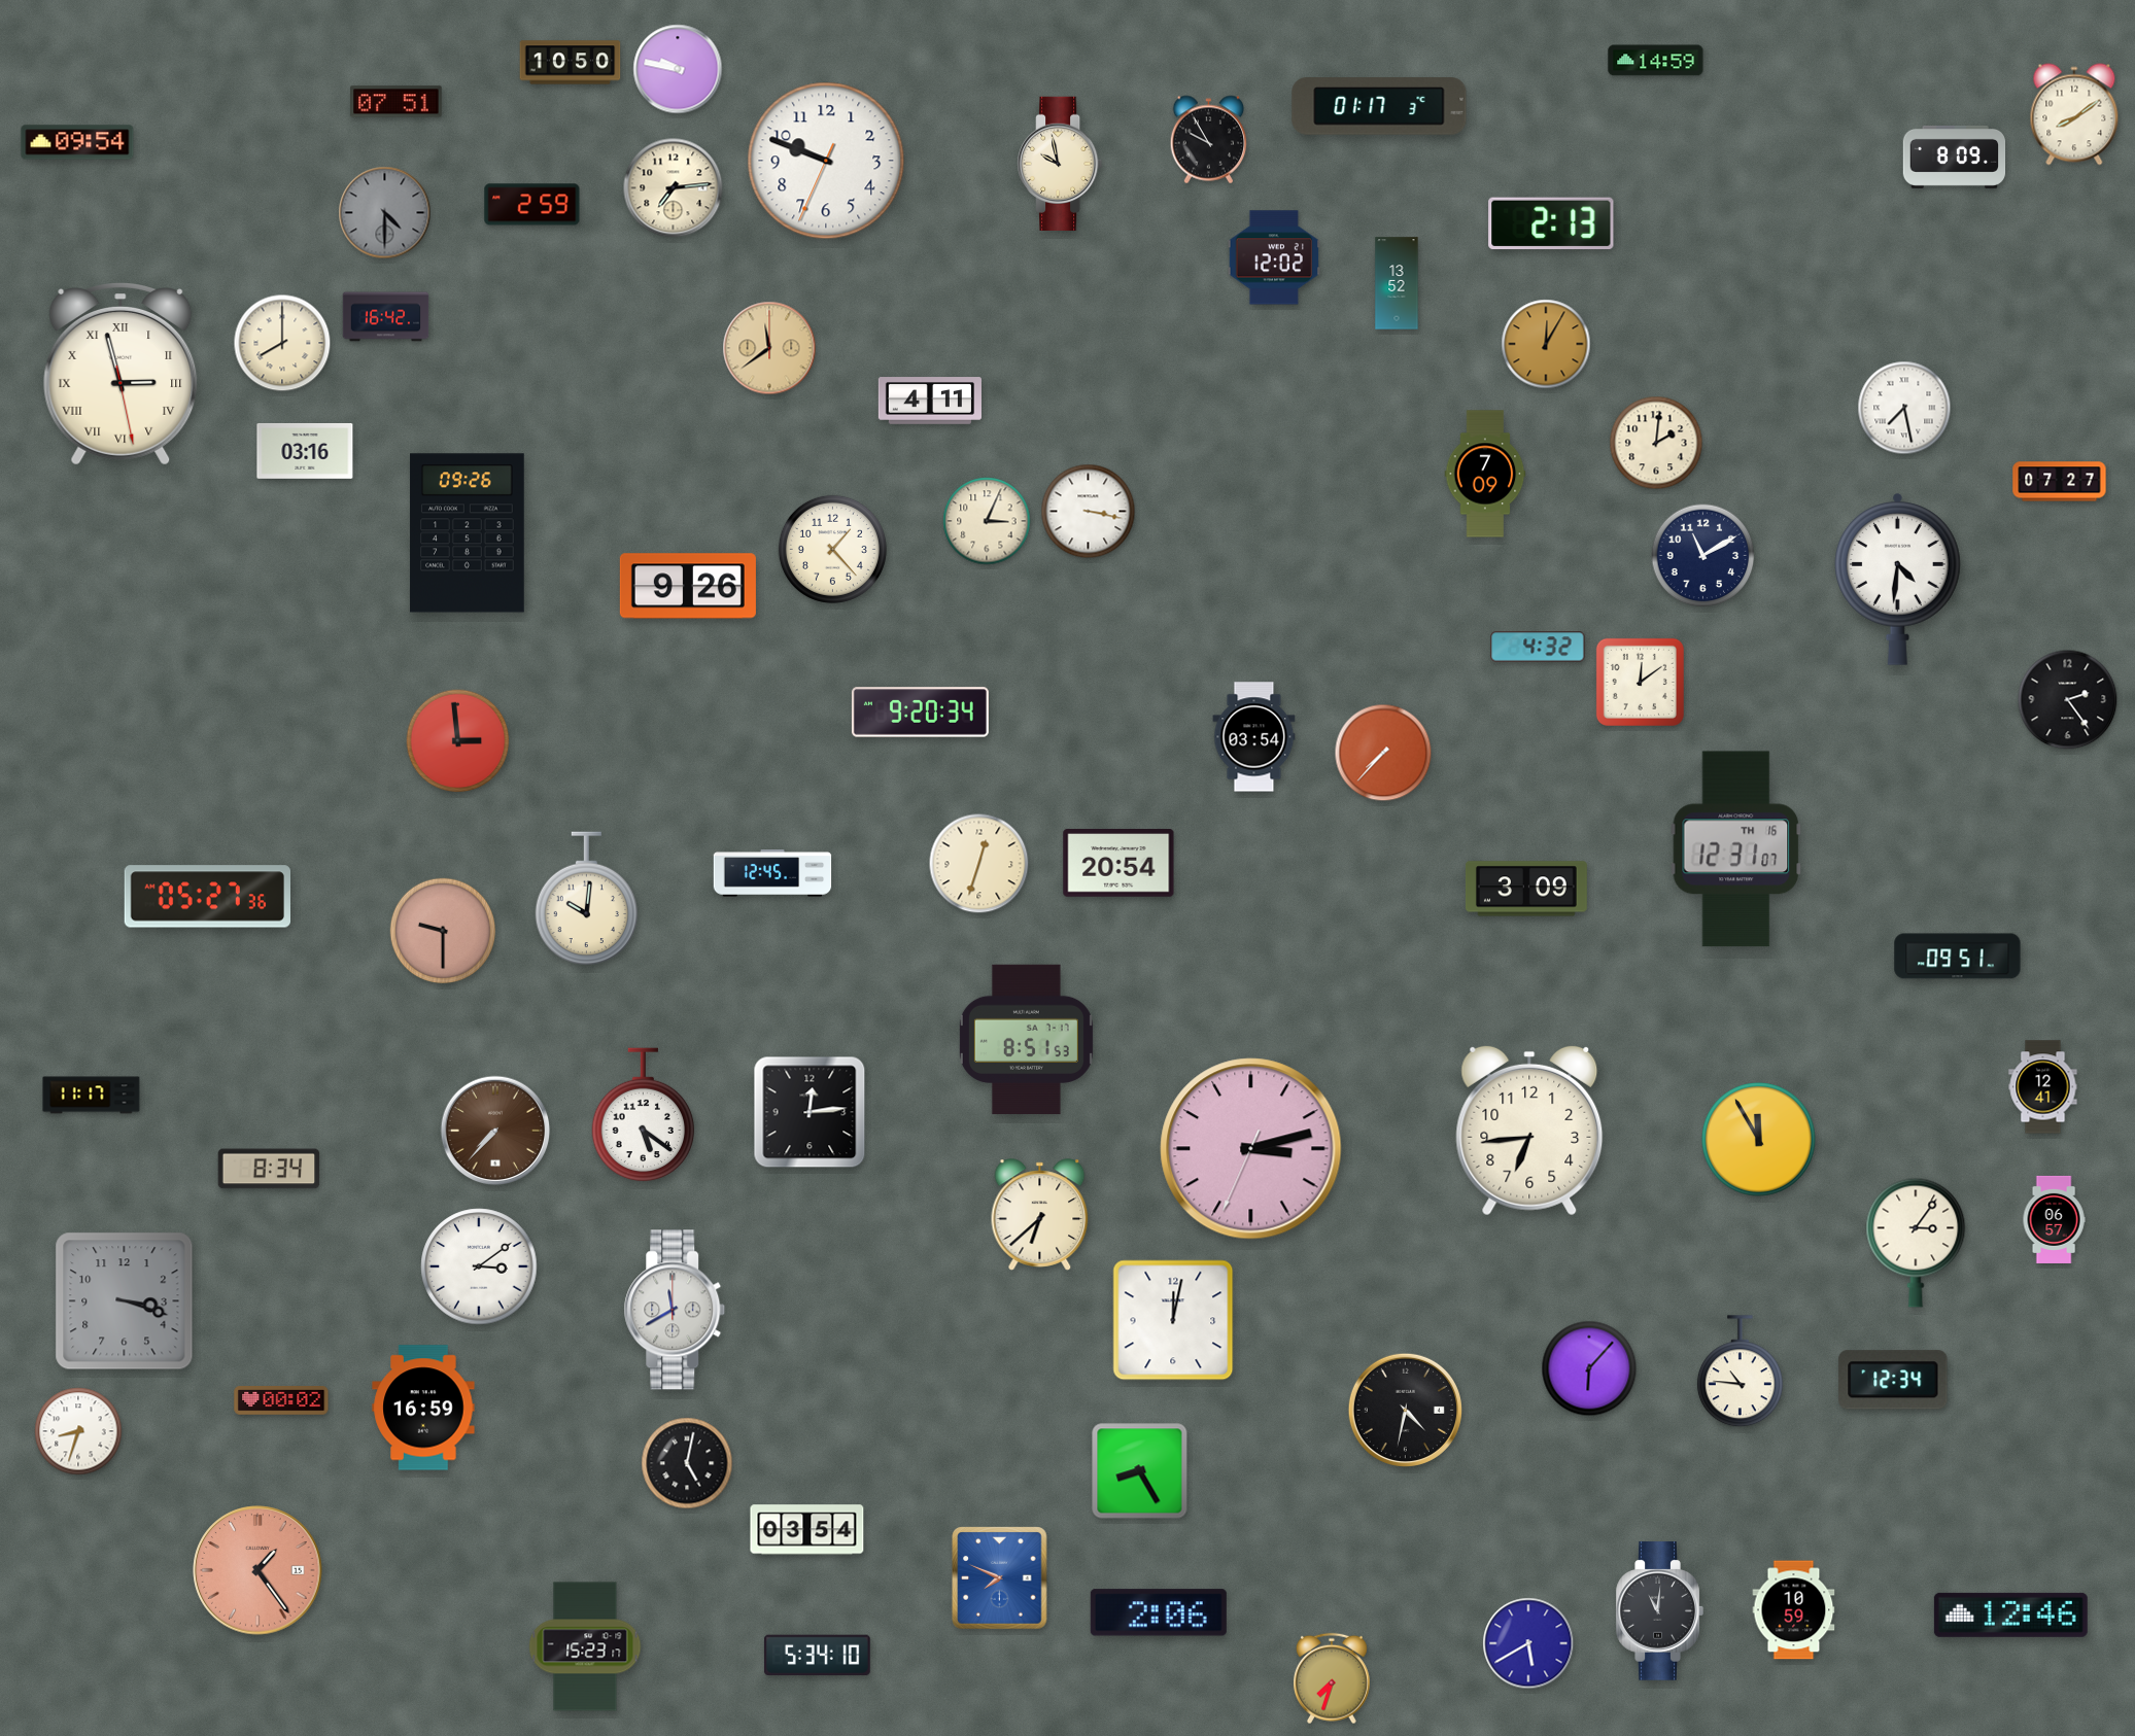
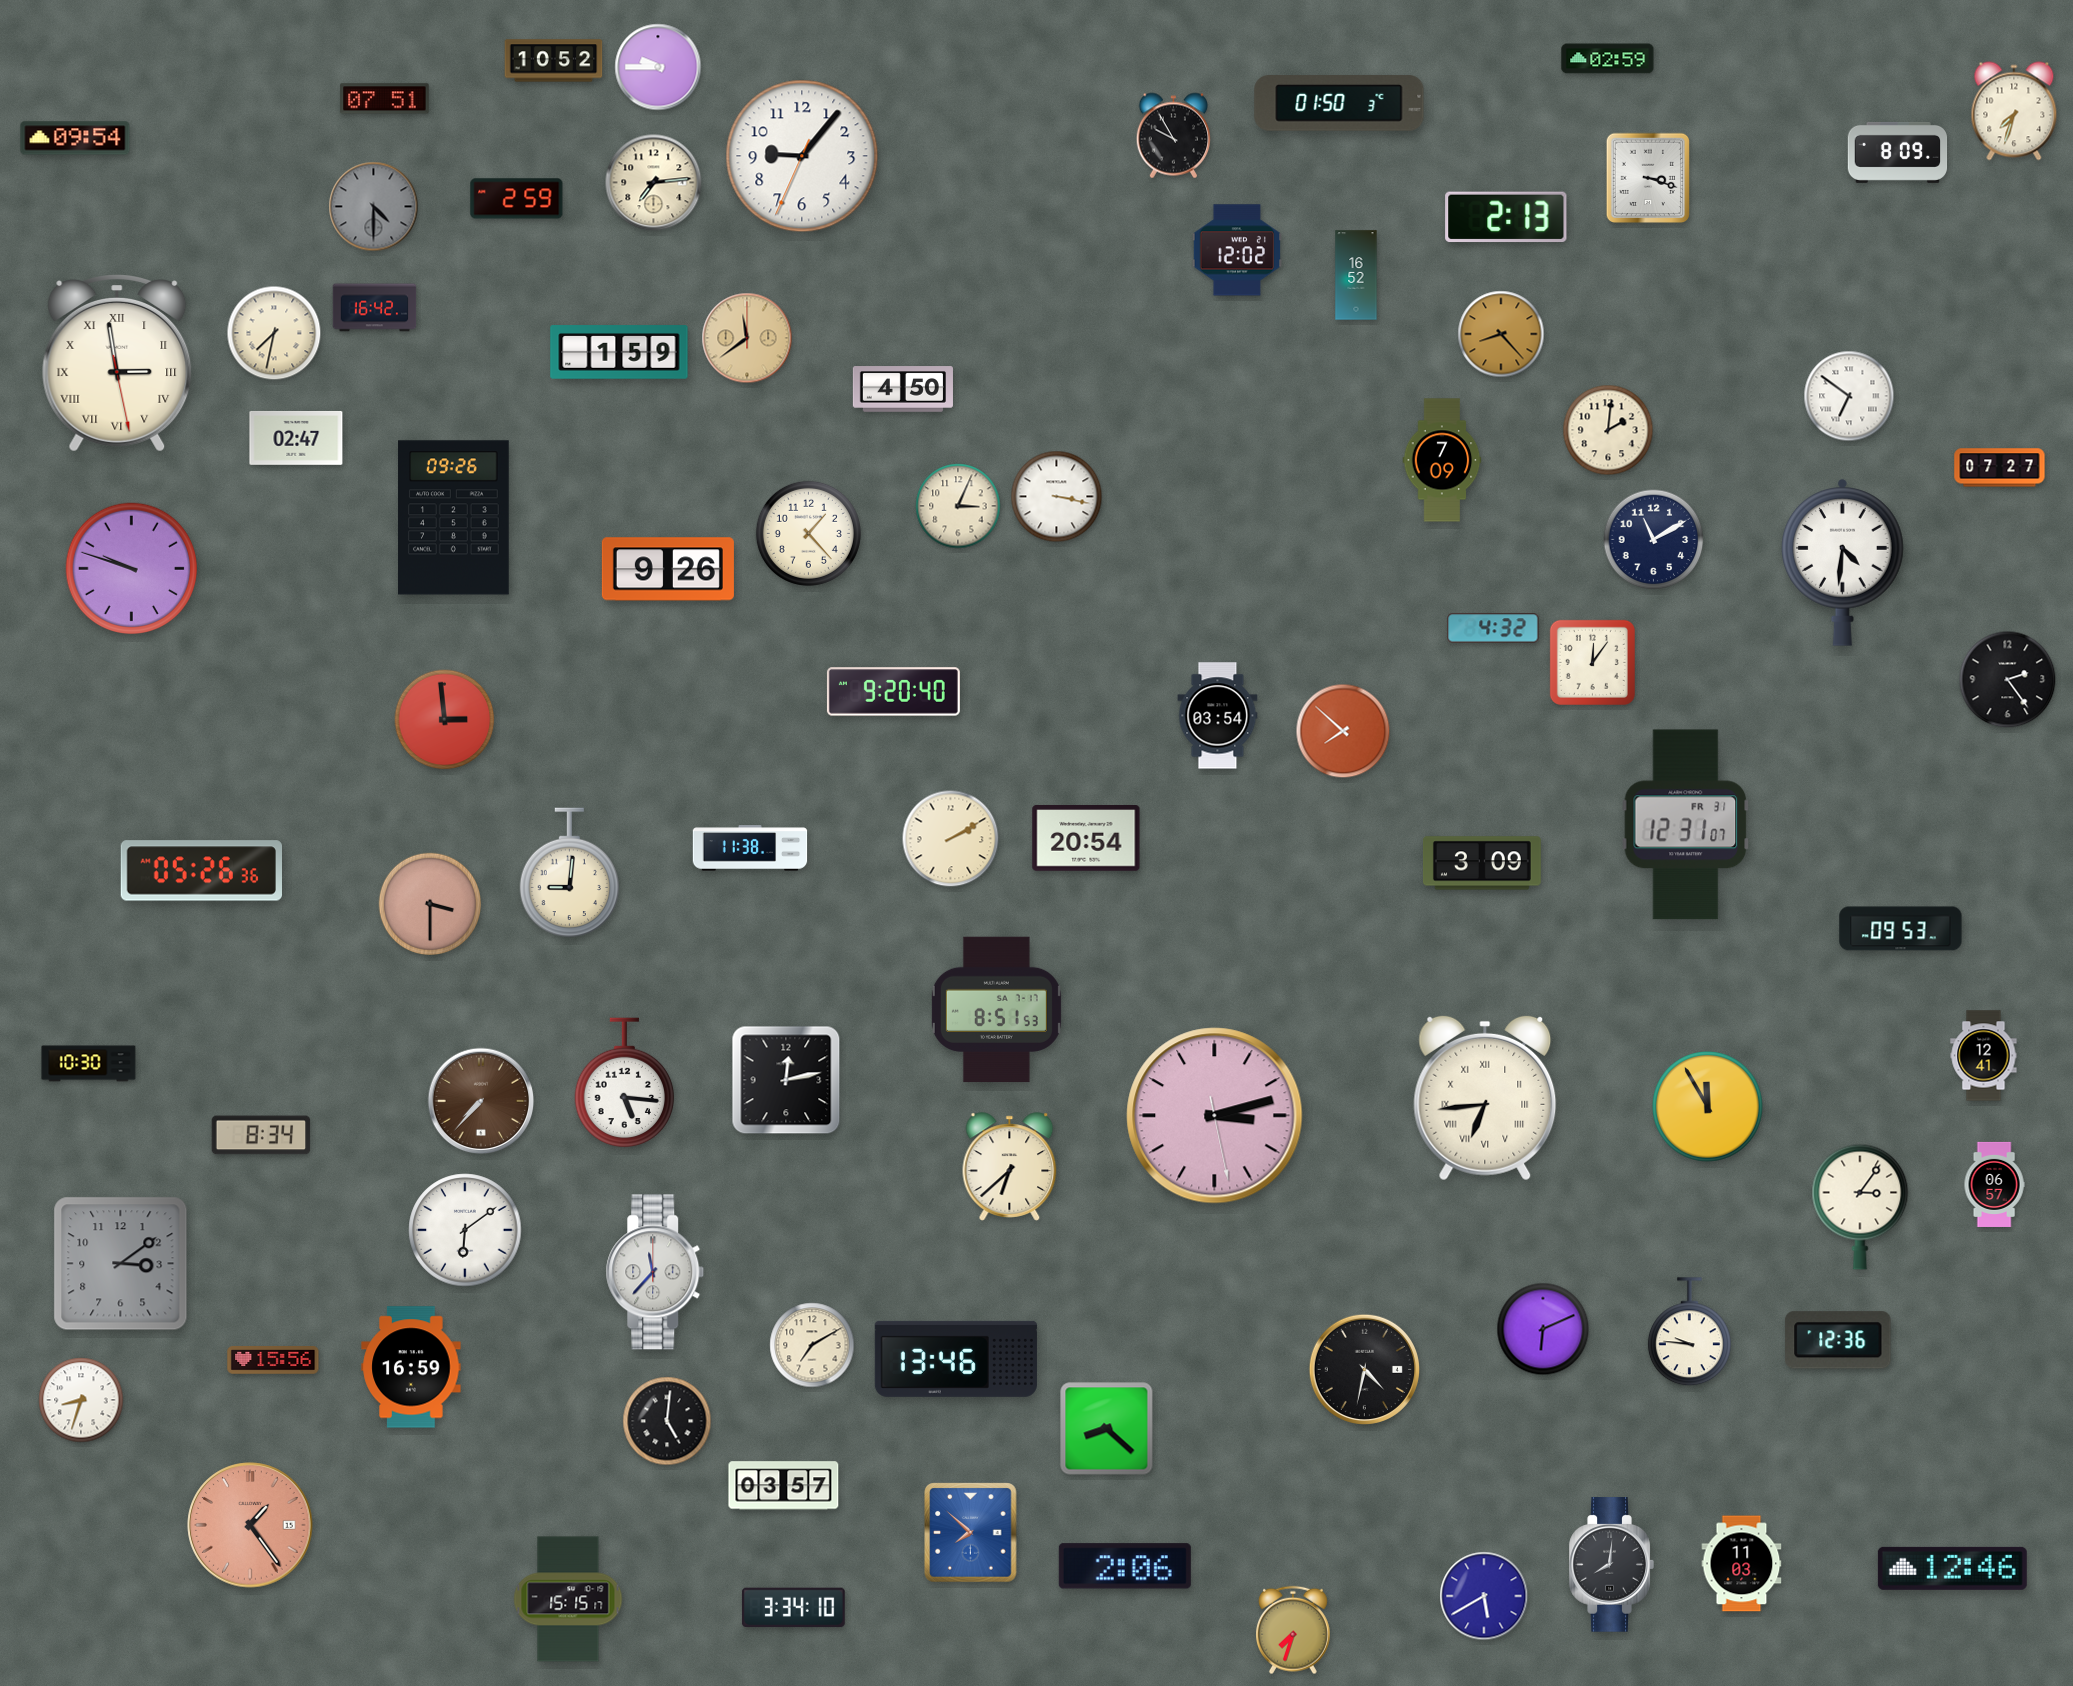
clock at (1656, 61): 14:59 -> 02:59
clock at (571, 63): 10:50 -> 10:52
clock at (678, 69): 9:47 -> 9:45
clock at (1379, 106): 01:17 -> 01:50
clock at (2074, 114): 8:09 -> 7:33
clock at (826, 161): 9:48 -> 9:06
clock at (1061, 163): 9:58 -> none
clock at (1647, 178): none -> 3:18
clock at (1397, 283): 13:52 -> 16:52
clock at (282, 343): 8:00 -> 7:32
clock at (1546, 344): 12:05 -> 8:23
clock at (619, 352): none -> 1:59
clock at (120, 374): 2:57 -> 2:58
clock at (930, 401): 4:11 -> 4:50
clock at (1904, 408): 7:28 -> 6:51
clock at (305, 451): 03:16 -> 02:47
clock at (131, 568): none -> 9:48
clock at (1640, 682): 12:09 -> 12:06
clock at (920, 713): 9:20:34 -> 9:20:40
clock at (1383, 753): 7:37 -> 7:52
clock at (1736, 849) date: TH 16 -> FR 31
clock at (979, 864): 12:33 -> 2:10
clock at (772, 873): 12:45 -> 11:38
clock at (207, 897): 05:27 -> 05:26
clock at (587, 899): 10:01 -> 9:01
clock at (443, 930): 9:30 -> 3:30
clock at (1958, 957): 09:51 -> 09:53
clock at (92, 1096): 11:17 -> 10:30
clock at (810, 1112): 12:14 -> 12:13
clock at (644, 1115): 5:21 -> 5:16
clock at (495, 1131) position: (495, 1131) -> (481, 1101)
clock at (1529, 1131) numerals: Arabic -> Roman
clock at (1251, 1149): 3:12:34 -> 3:12:28
clock at (1040, 1215) position: (1040, 1215) -> (1010, 1167)
clock at (479, 1266): 3:09 -> 6:09
clock at (125, 1301): 3:18 -> 3:09
clock at (675, 1310): 11:40 -> 11:37
clock at (1173, 1320): 12:02 -> none
clock at (1589, 1368): 6:07 -> 6:11
clock at (1740, 1372): 10:46 -> 9:46
clock at (1893, 1380): 12:34 -> 12:36
clock at (812, 1345): none -> 7:10
clock at (956, 1359): none -> 13:46
clock at (281, 1401): 00:02 -> 15:56
clock at (78, 1431) position: (78, 1431) -> (81, 1400)
clock at (687, 1463): 5:02 -> 5:01
clock at (1140, 1471): 8:25 -> 8:22
clock at (807, 1530): 03:54 -> 03:57
clock at (1000, 1578): 7:49 -> 7:52
clock at (1794, 1610): 10:59 -> 11:03
clock at (1659, 1611): 11:01 -> 8:01
clock at (585, 1646): 15:23 -> 15:15
clock at (817, 1656): 5:34 -> 3:34
